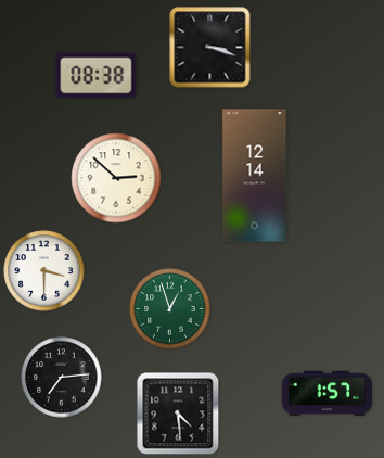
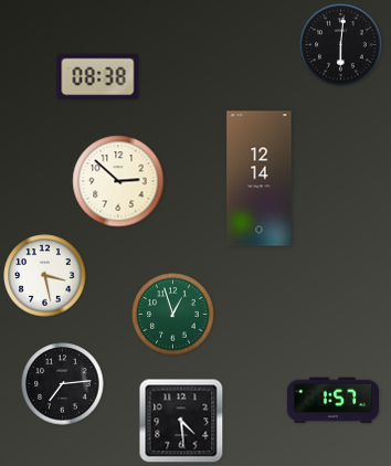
clock at (341, 45): none -> 6:01
clock at (210, 48): 3:18 -> none
clock at (44, 271): 3:30 -> 3:28
